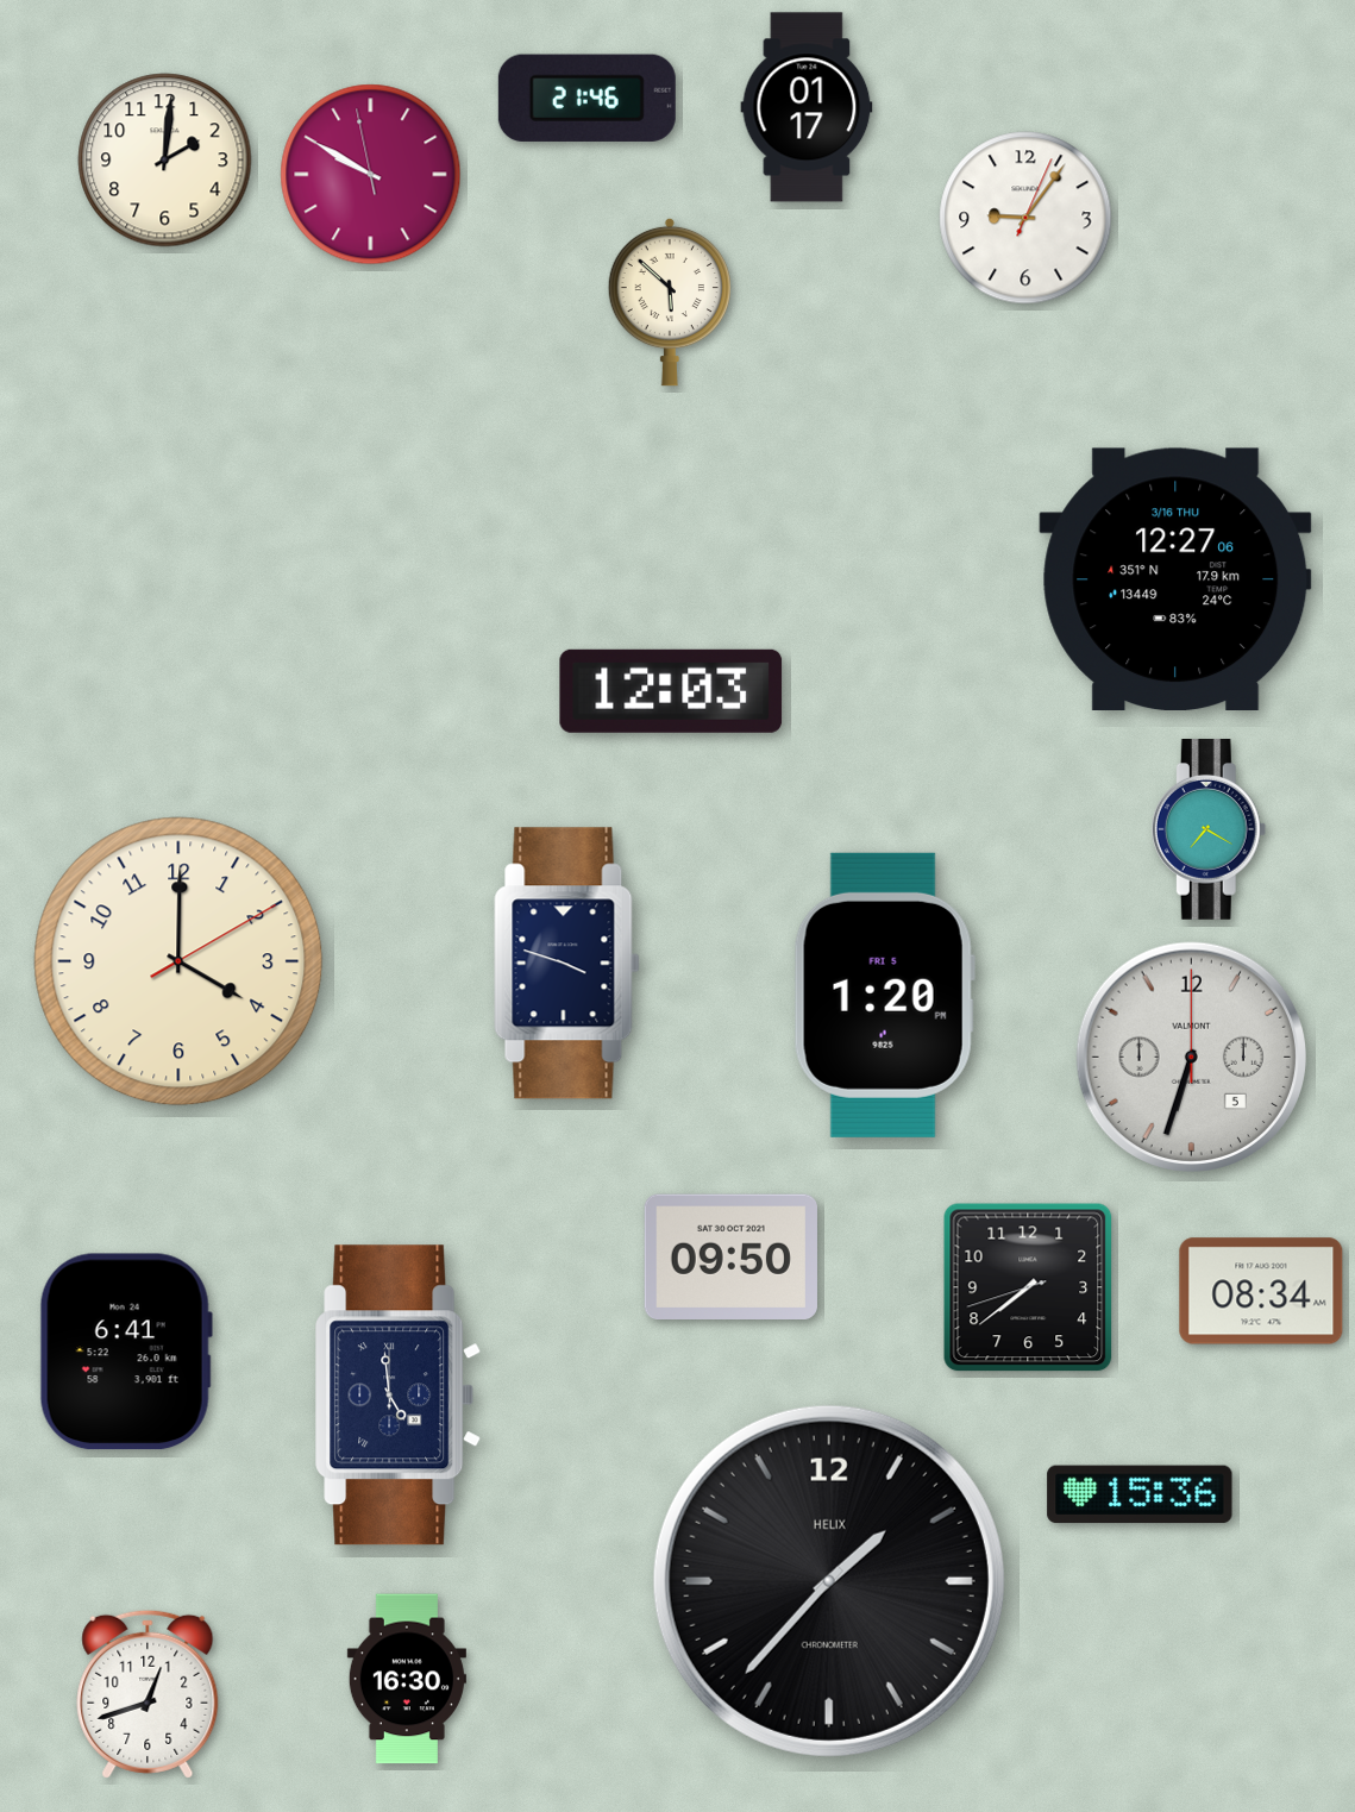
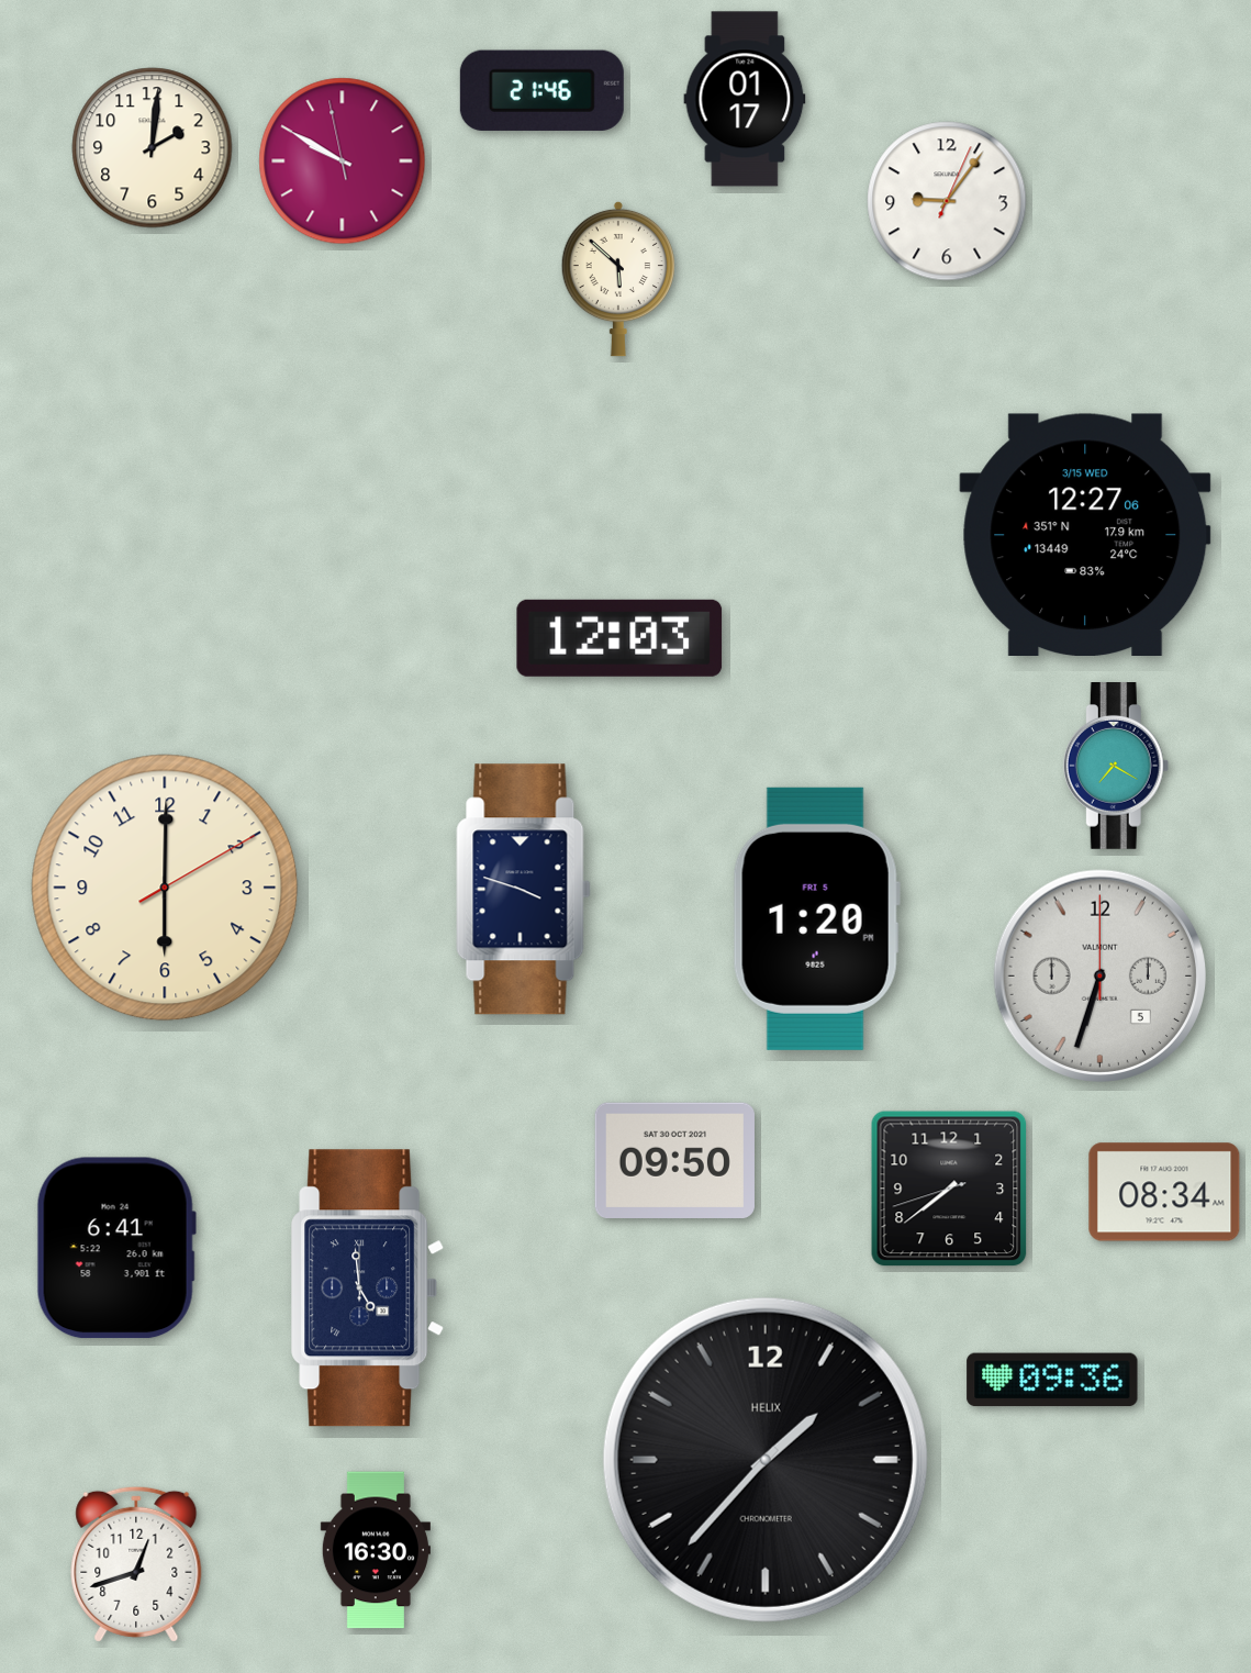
clock at (1175, 578) date: 3/16 THU -> 3/15 WED
clock at (178, 961): 4:00 -> 6:00
clock at (1140, 1494): 15:36 -> 09:36
